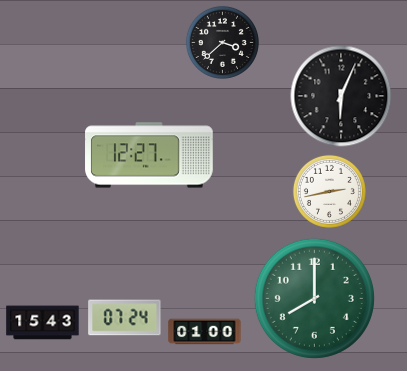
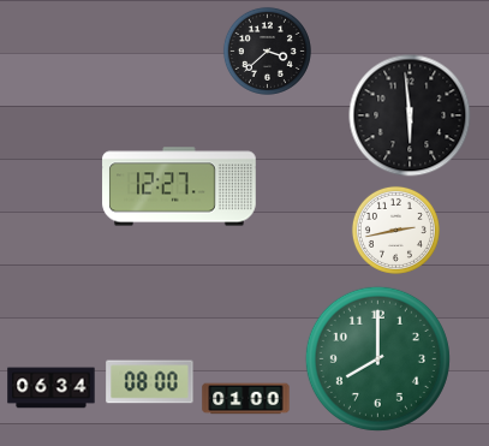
clock at (341, 96): 6:04 -> 5:59
clock at (125, 318): 07:24 -> 08:00
clock at (43, 323): 15:43 -> 06:34
